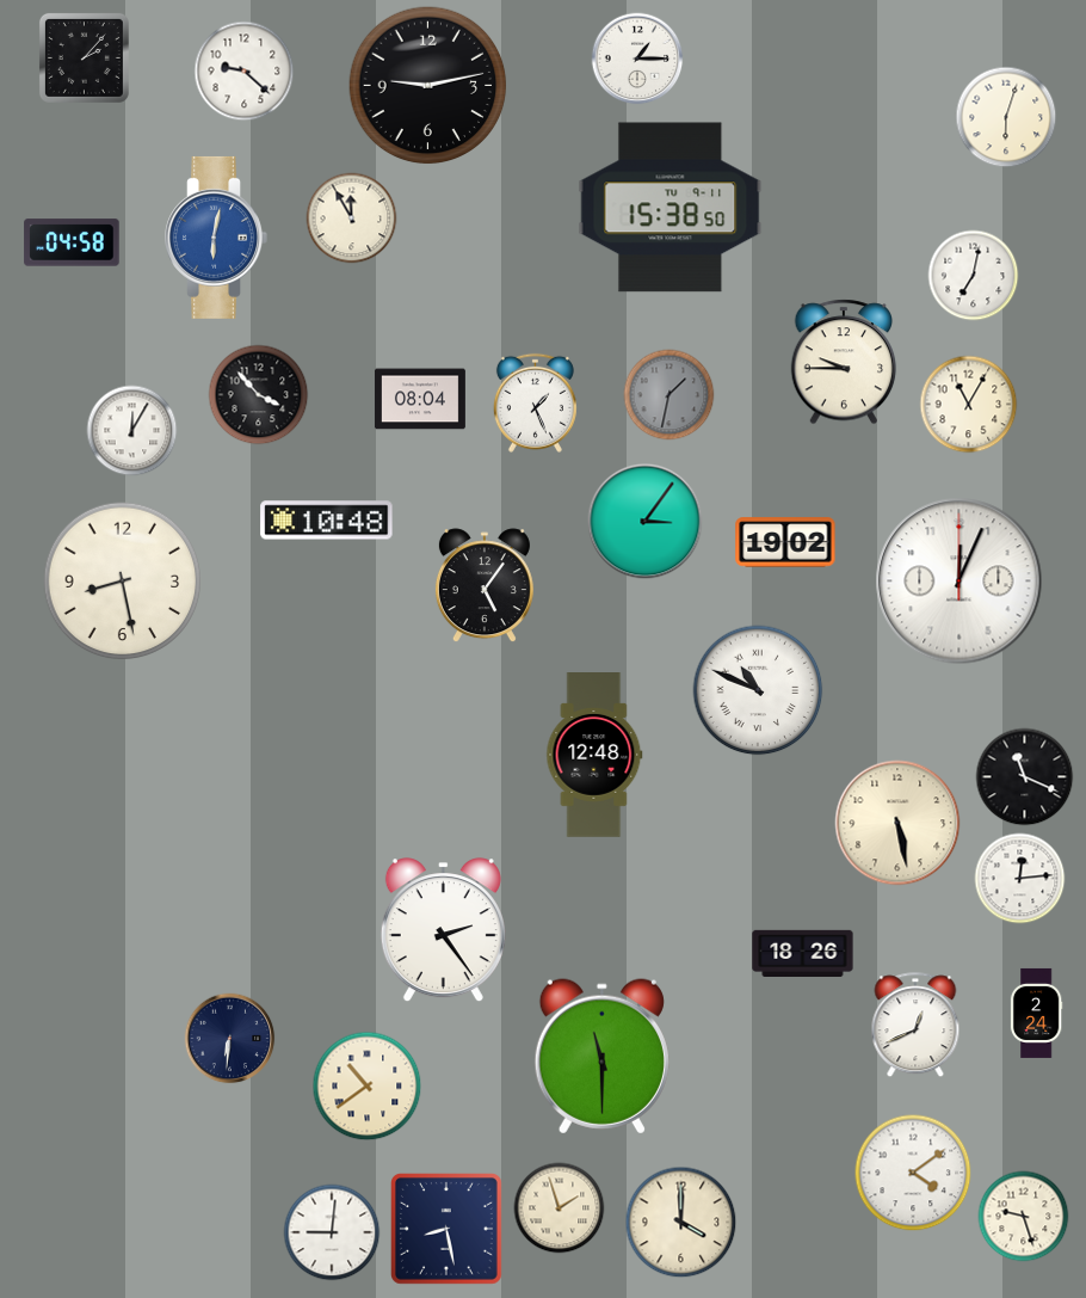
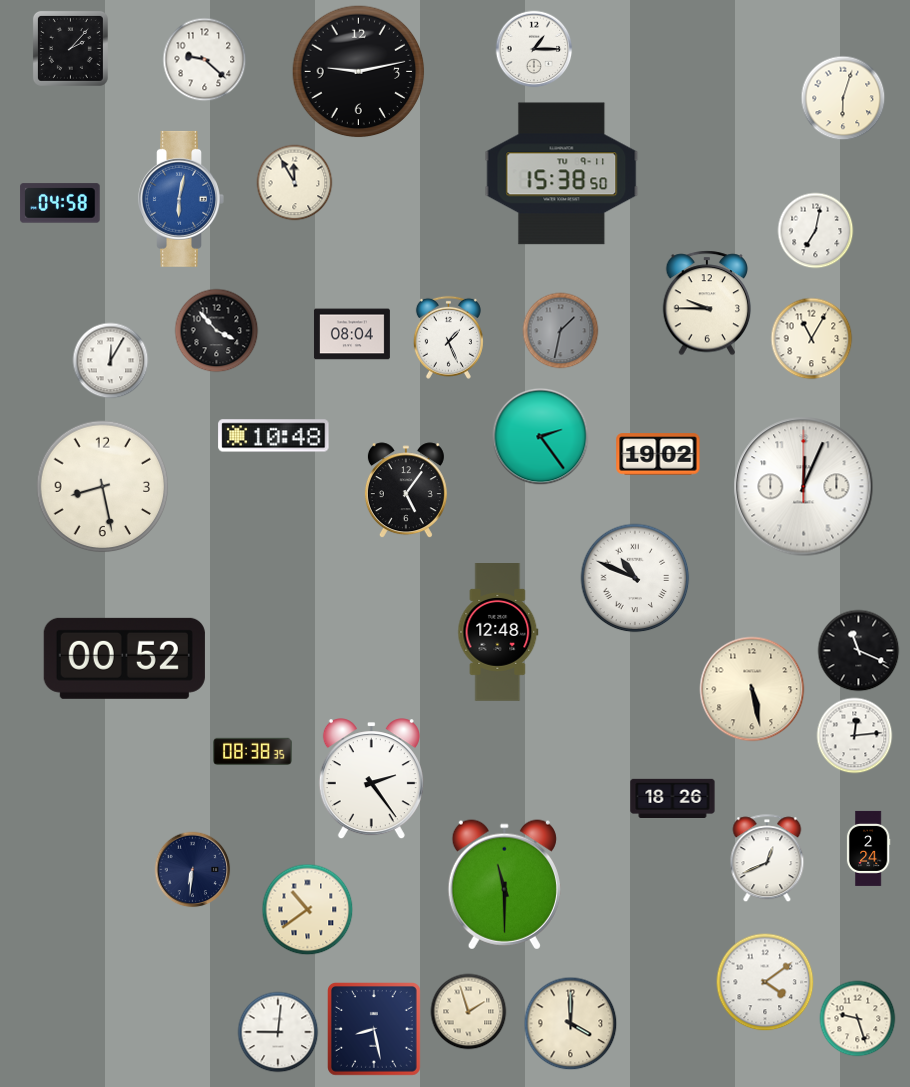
clock at (646, 522): 3:06 -> 2:24
clock at (124, 658): none -> 00:52
clock at (253, 751): none -> 08:38
